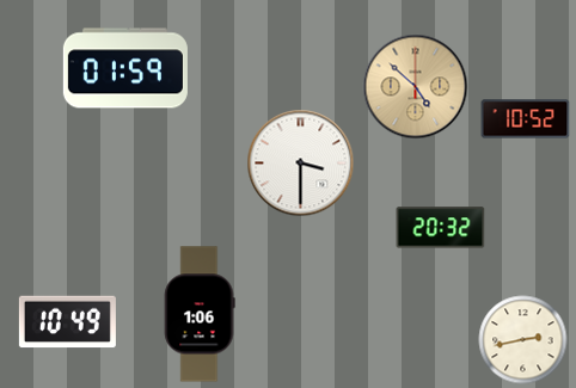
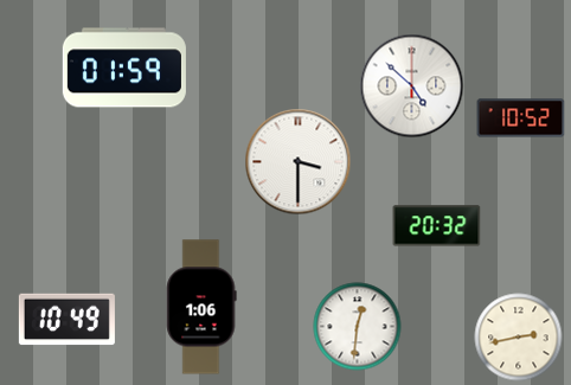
clock at (416, 87) dial: champagne -> white
clock at (200, 314) position: (200, 314) -> (201, 307)
clock at (358, 327): none -> 12:31
